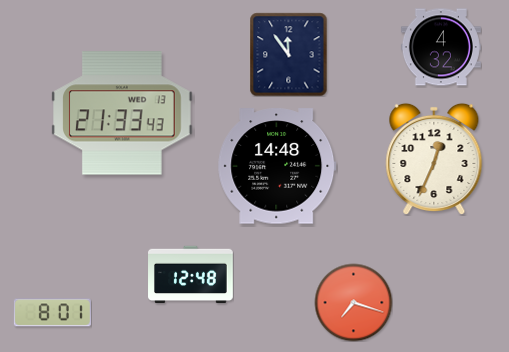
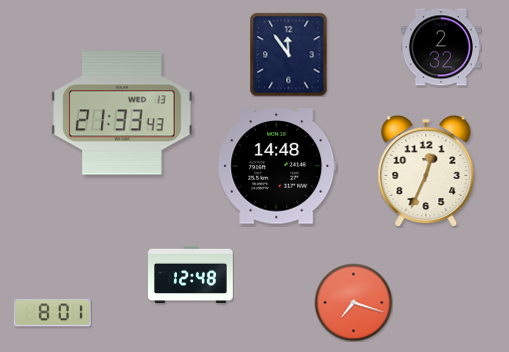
clock at (441, 47): 4:32 -> 2:32
clock at (434, 159) position: (434, 159) -> (426, 171)
